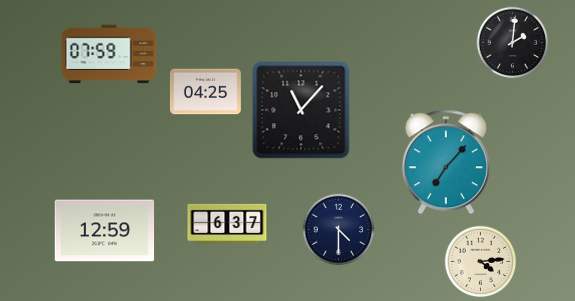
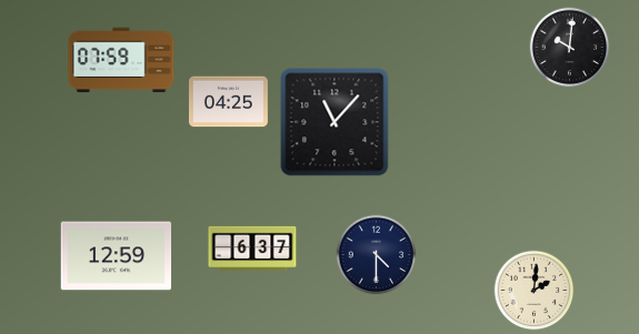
clock at (513, 43): 2:01 -> 10:01
clock at (446, 162): 7:07 -> none
clock at (481, 262): 4:14 -> 2:01
